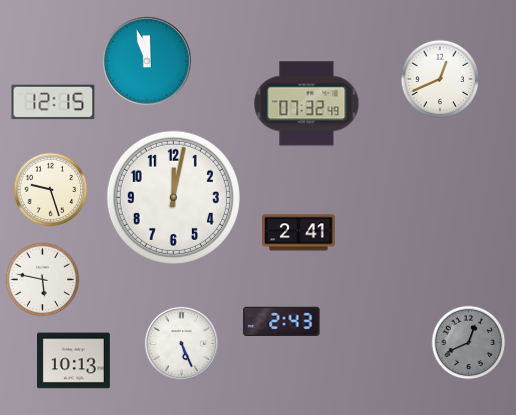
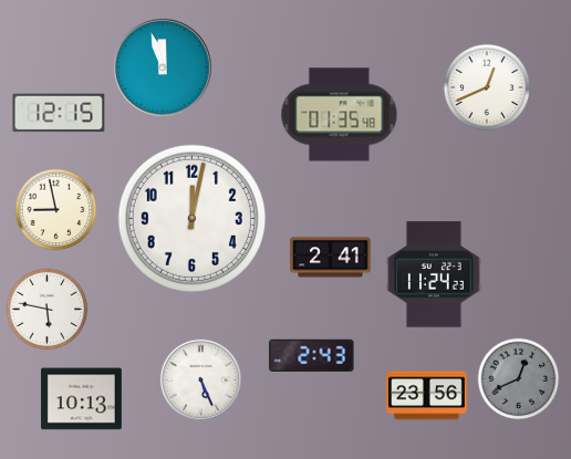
clock at (307, 104): 07:32 -> 01:35
clock at (51, 190): 9:27 -> 8:58
clock at (434, 274): none -> 11:24
clock at (427, 396): none -> 23:56
